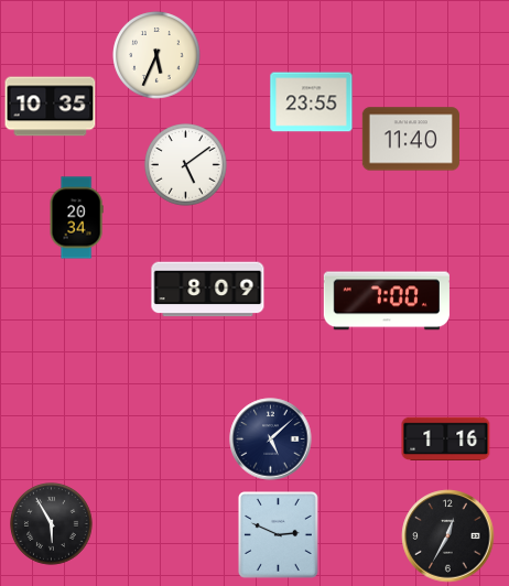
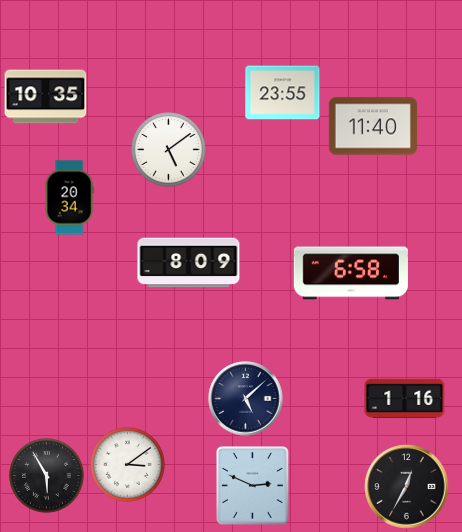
clock at (156, 55): 5:34 -> none
clock at (387, 301): 7:00 -> 6:58
clock at (128, 465): none -> 3:09
